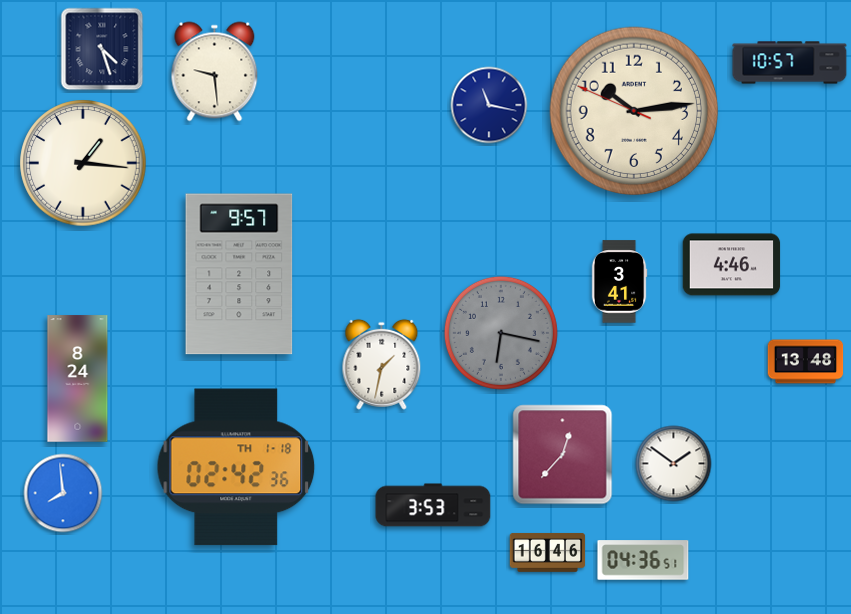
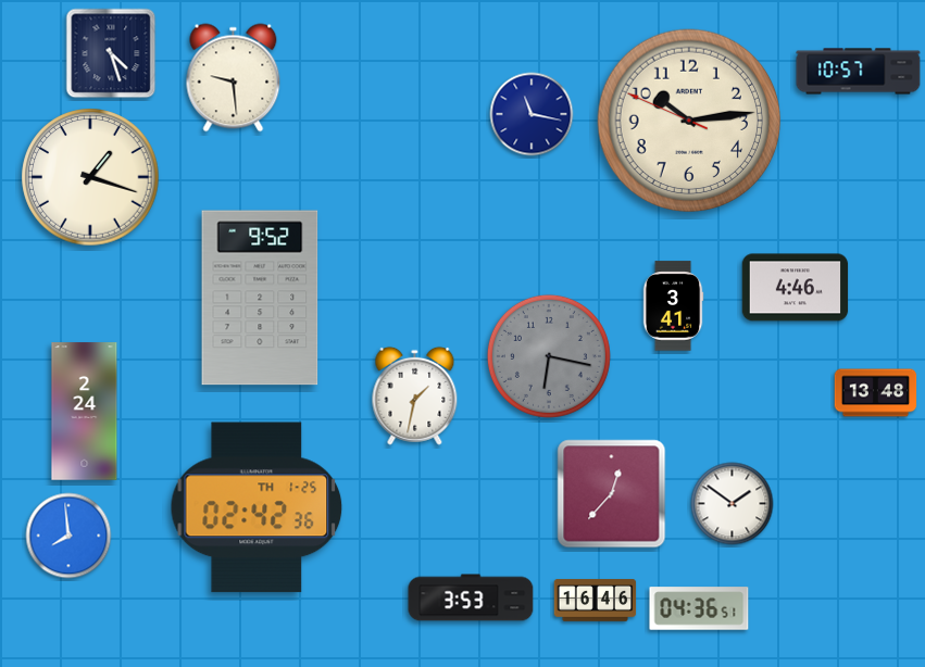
clock at (790, 63) position: (790, 63) -> (859, 72)
clock at (83, 163): 1:16 -> 1:18
clock at (239, 274): 9:57 -> 9:52
clock at (501, 333) position: (501, 333) -> (549, 356)
clock at (78, 379): 8:24 -> 2:24
clock at (236, 467) date: TH 1-18 -> TH 1-25
clock at (433, 505) position: (433, 505) -> (471, 597)
